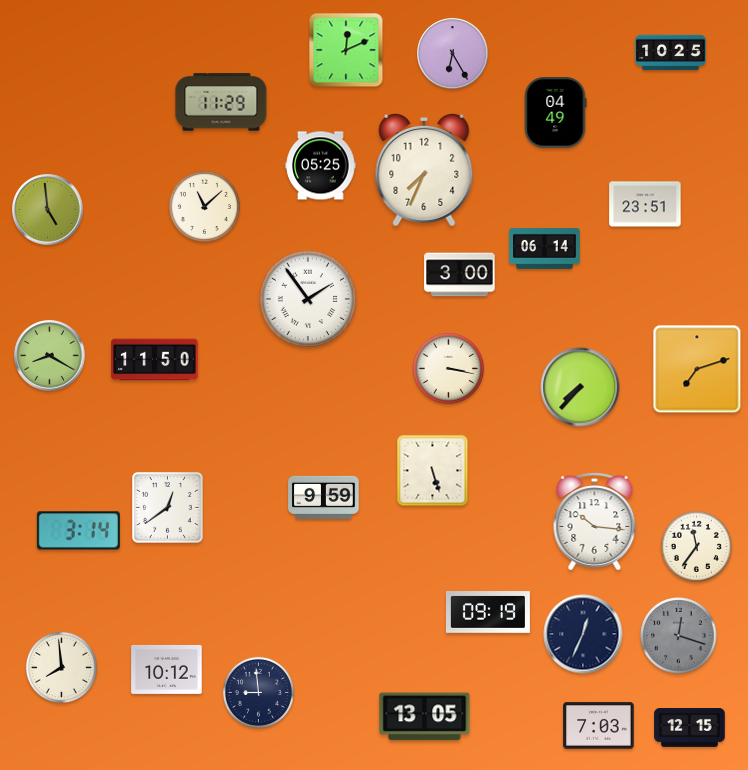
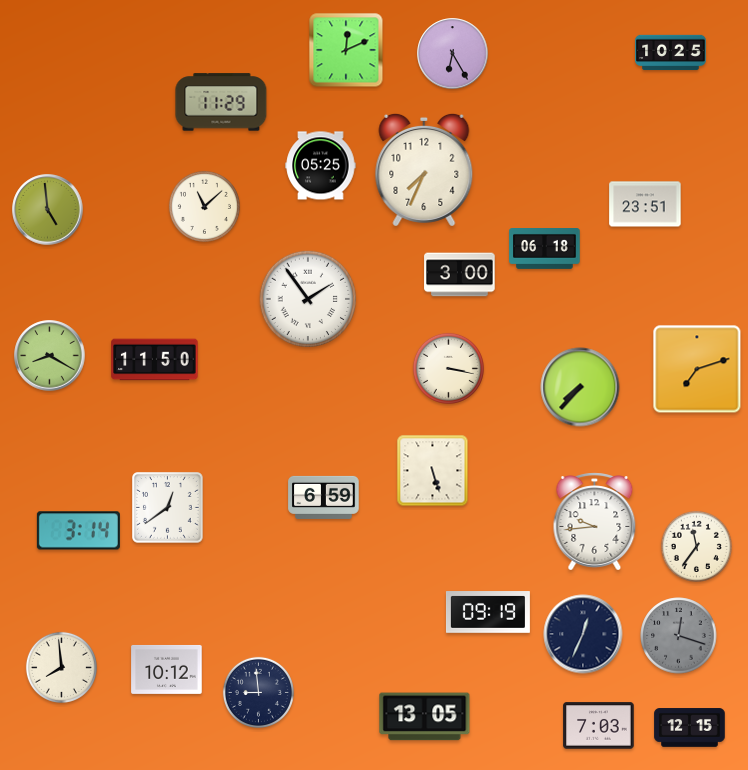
clock at (555, 113): 04:49 -> none
clock at (545, 249): 06:14 -> 06:18
clock at (324, 497): 9:59 -> 6:59
clock at (595, 522): 10:16 -> 9:44
